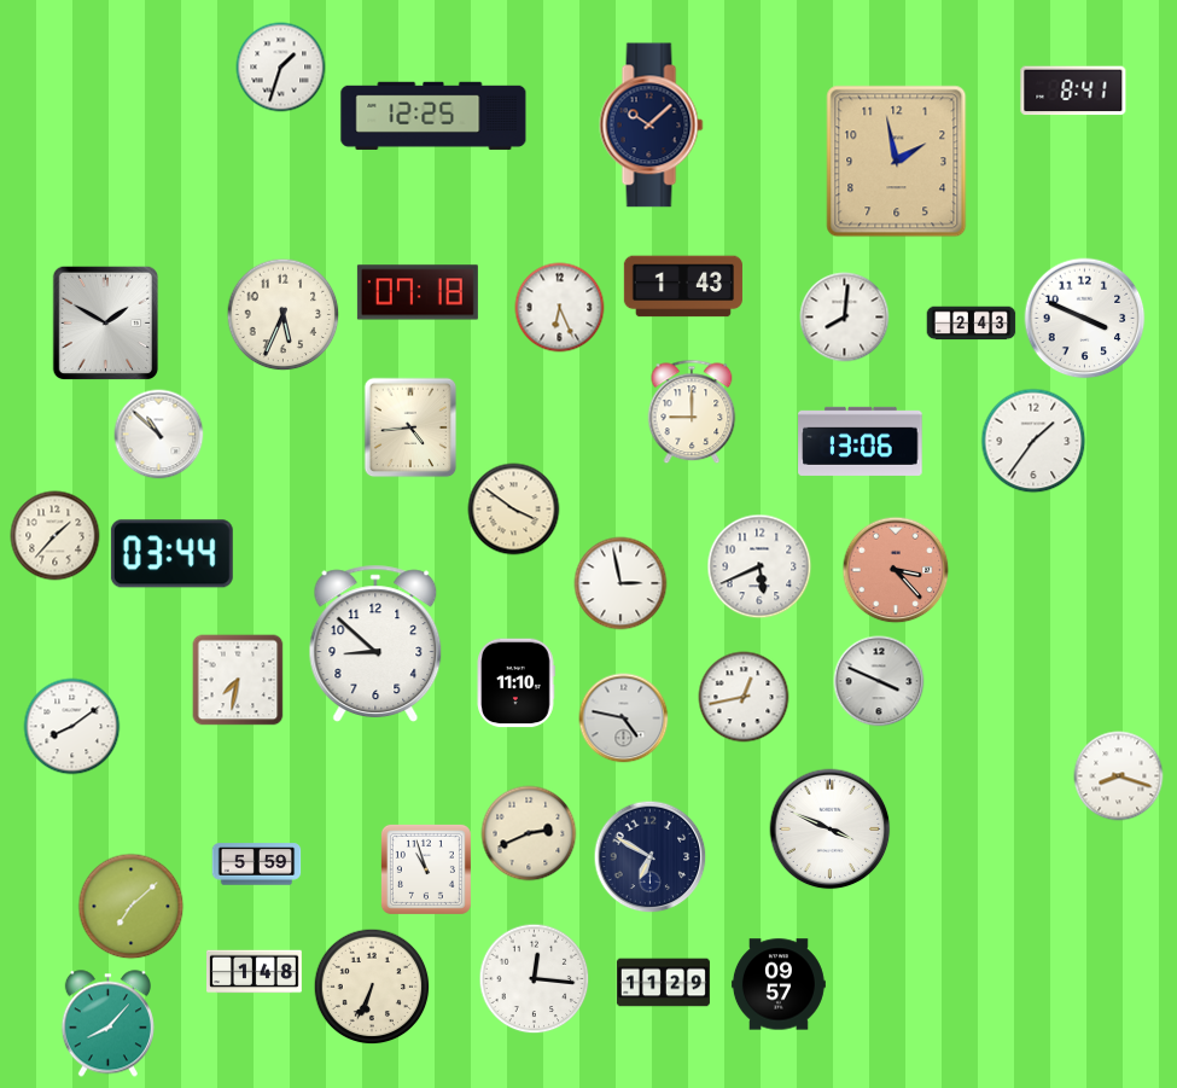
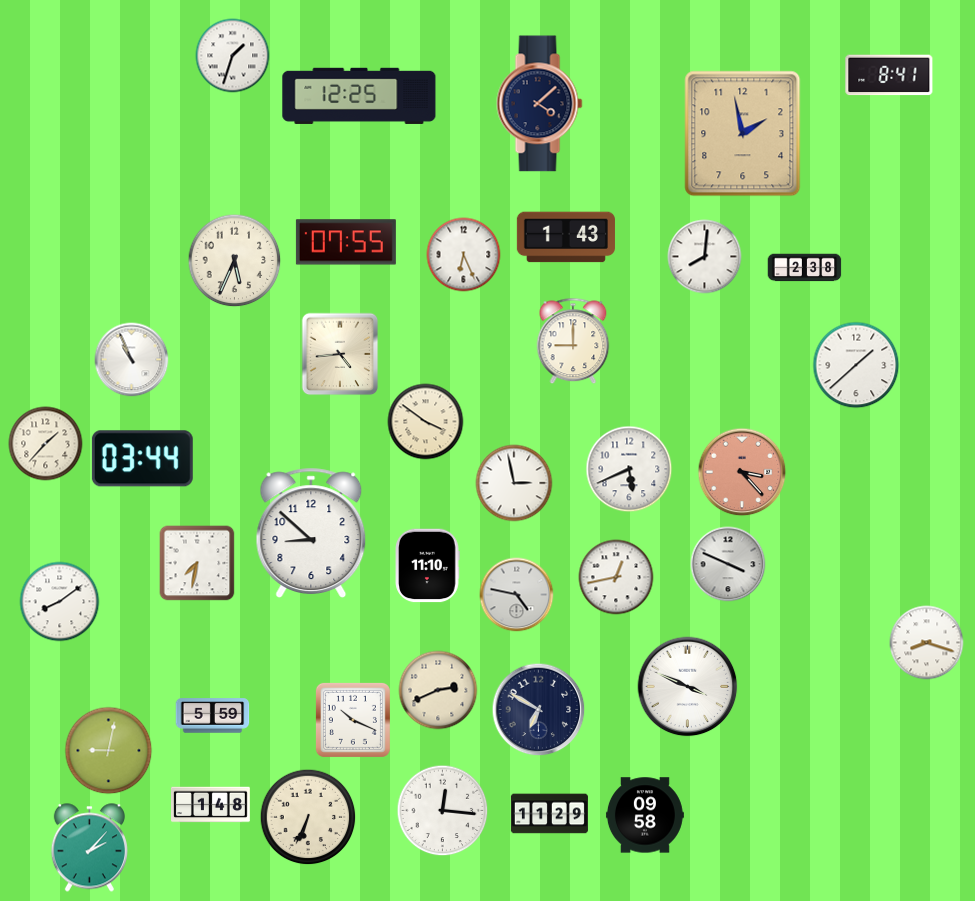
clock at (652, 126): 10:08 -> 4:08
clock at (418, 292): 07:18 -> 07:55
clock at (845, 318) position: (845, 318) -> (705, 257)
clock at (1085, 319): 3:49 -> none
clock at (106, 324): 1:50 -> none
clock at (972, 324): 2:43 -> 2:38
clock at (159, 435): 10:52 -> 10:56
clock at (861, 441): 13:06 -> none
clock at (1033, 441): 1:36 -> 1:38
clock at (426, 869): 10:57 -> 10:19
clock at (132, 907): 7:08 -> 9:02
clock at (779, 984): 09:57 -> 09:58
clock at (107, 1024): 8:07 -> 2:07
